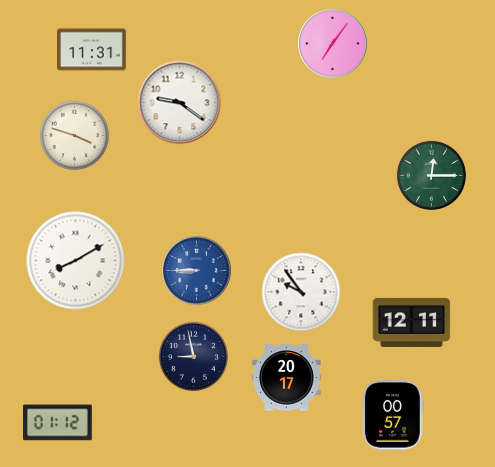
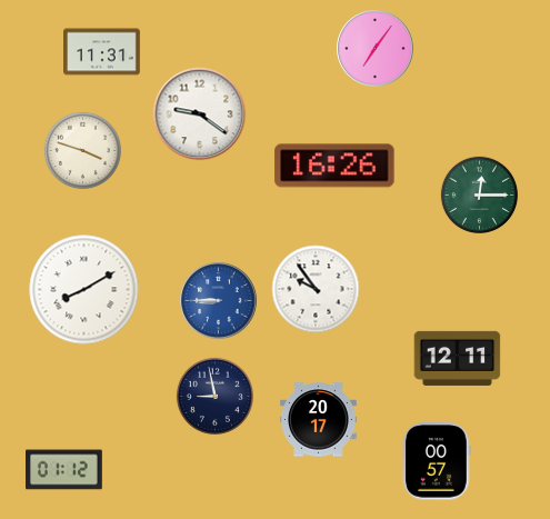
clock at (333, 44) position: (333, 44) -> (376, 49)
clock at (92, 50) position: (92, 50) -> (102, 52)
clock at (334, 166): none -> 16:26
clock at (301, 292) position: (301, 292) -> (316, 289)
